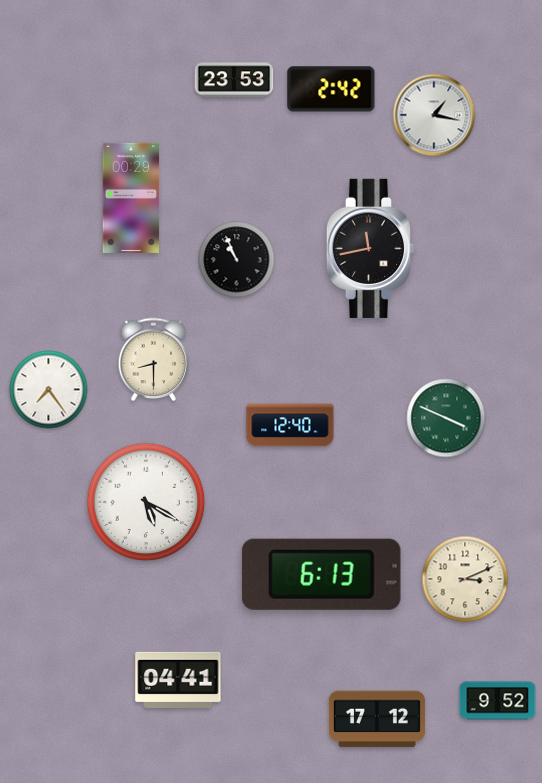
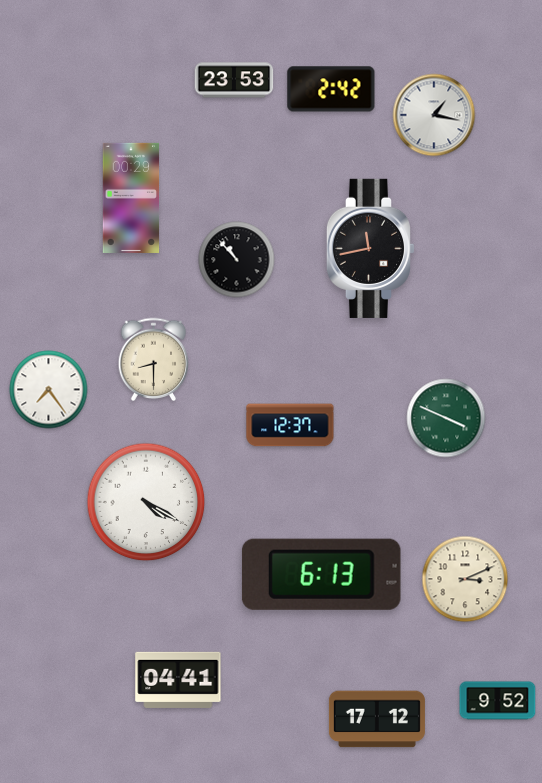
clock at (237, 260): 10:56 -> 10:53
clock at (290, 425): 12:40 -> 12:37
clock at (146, 502): 5:20 -> 4:20
